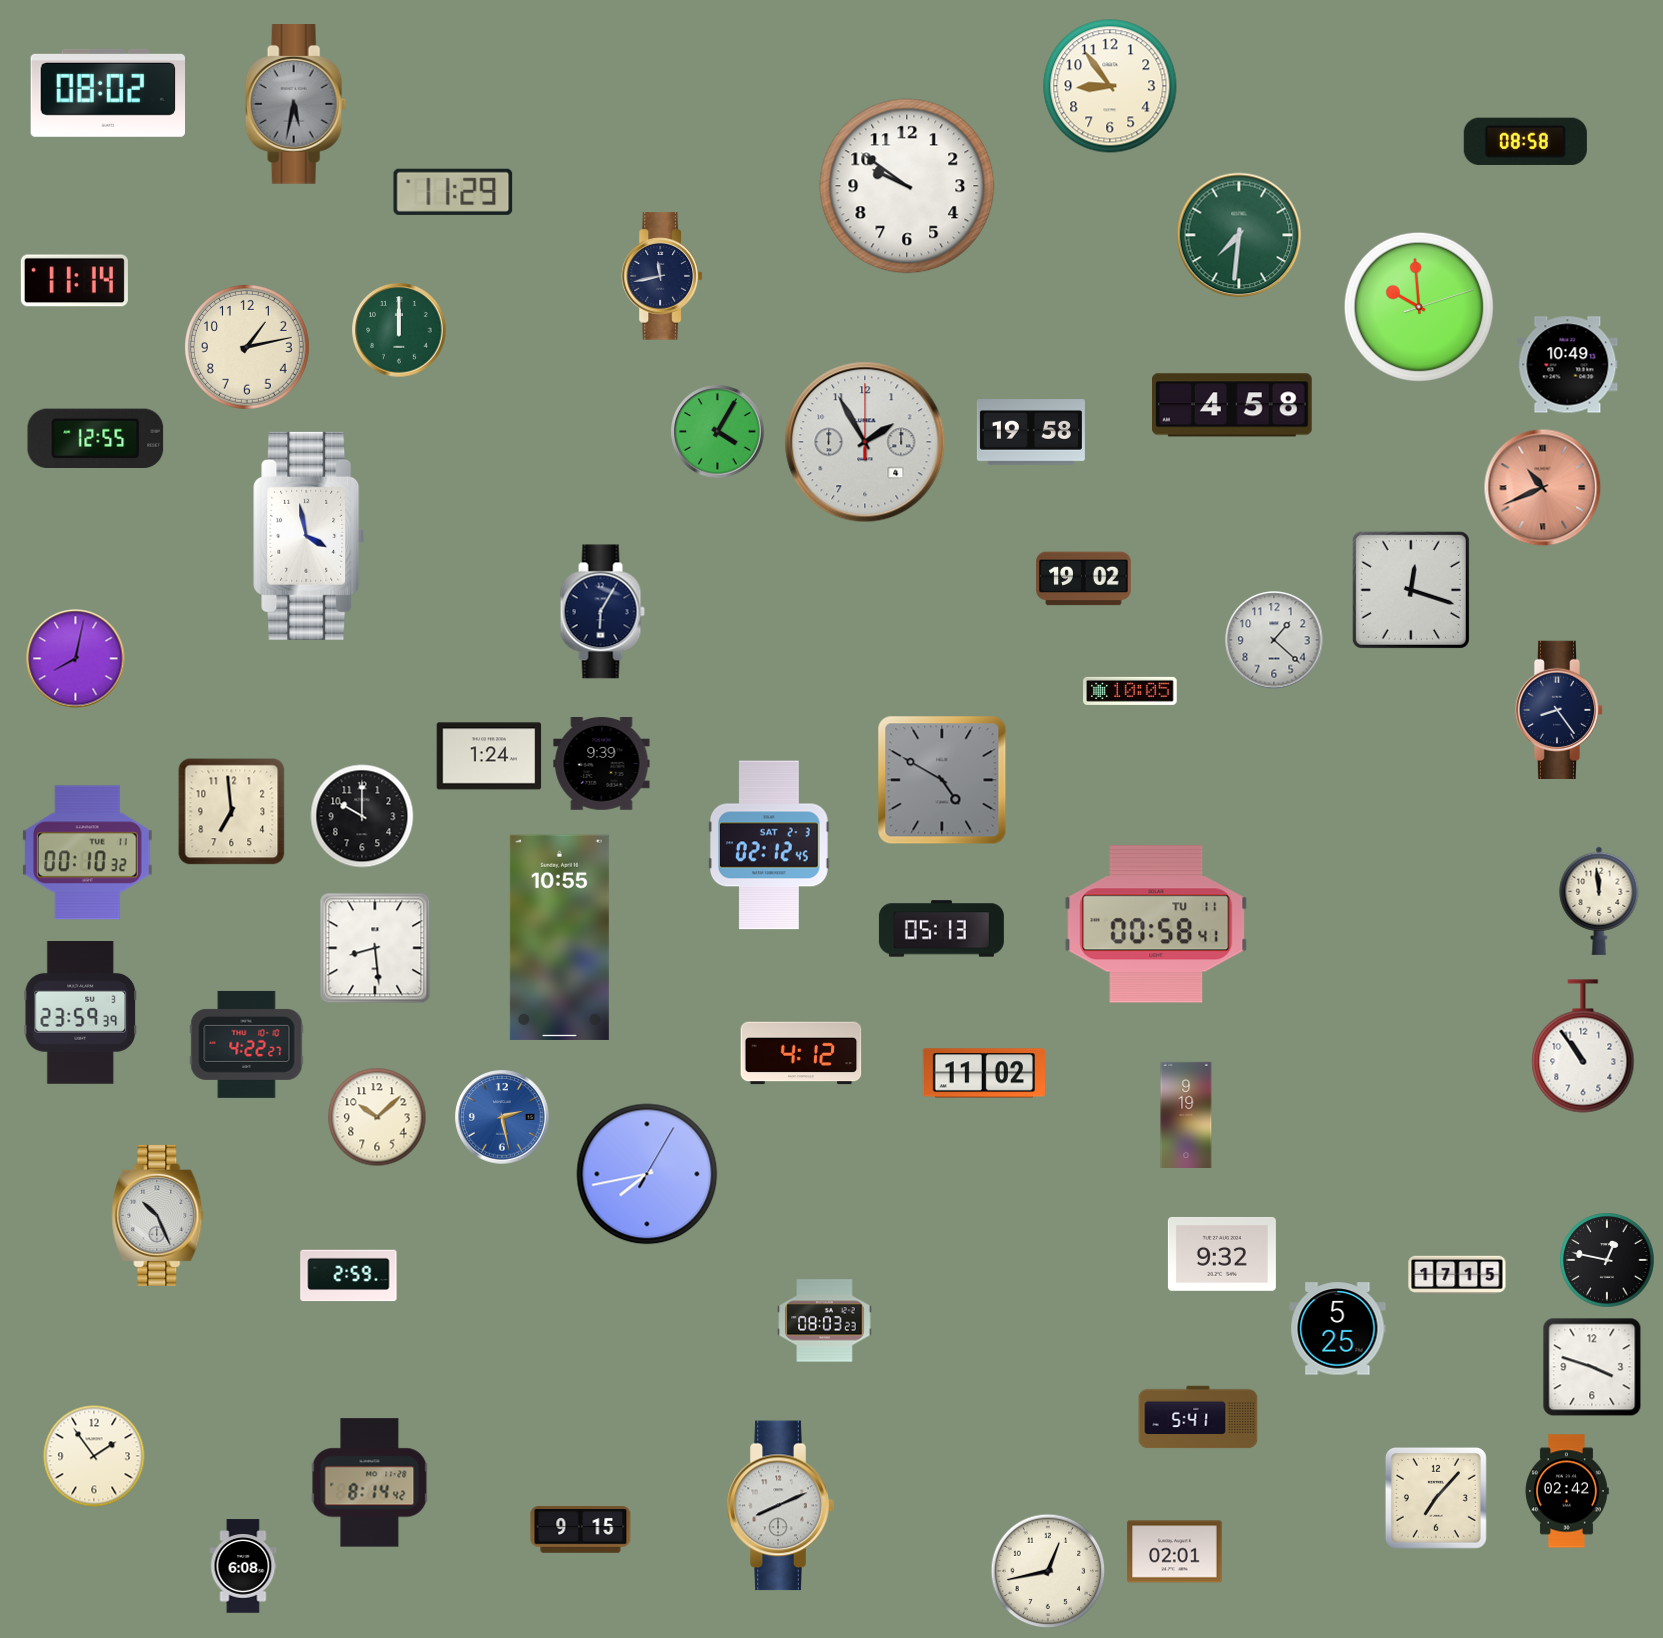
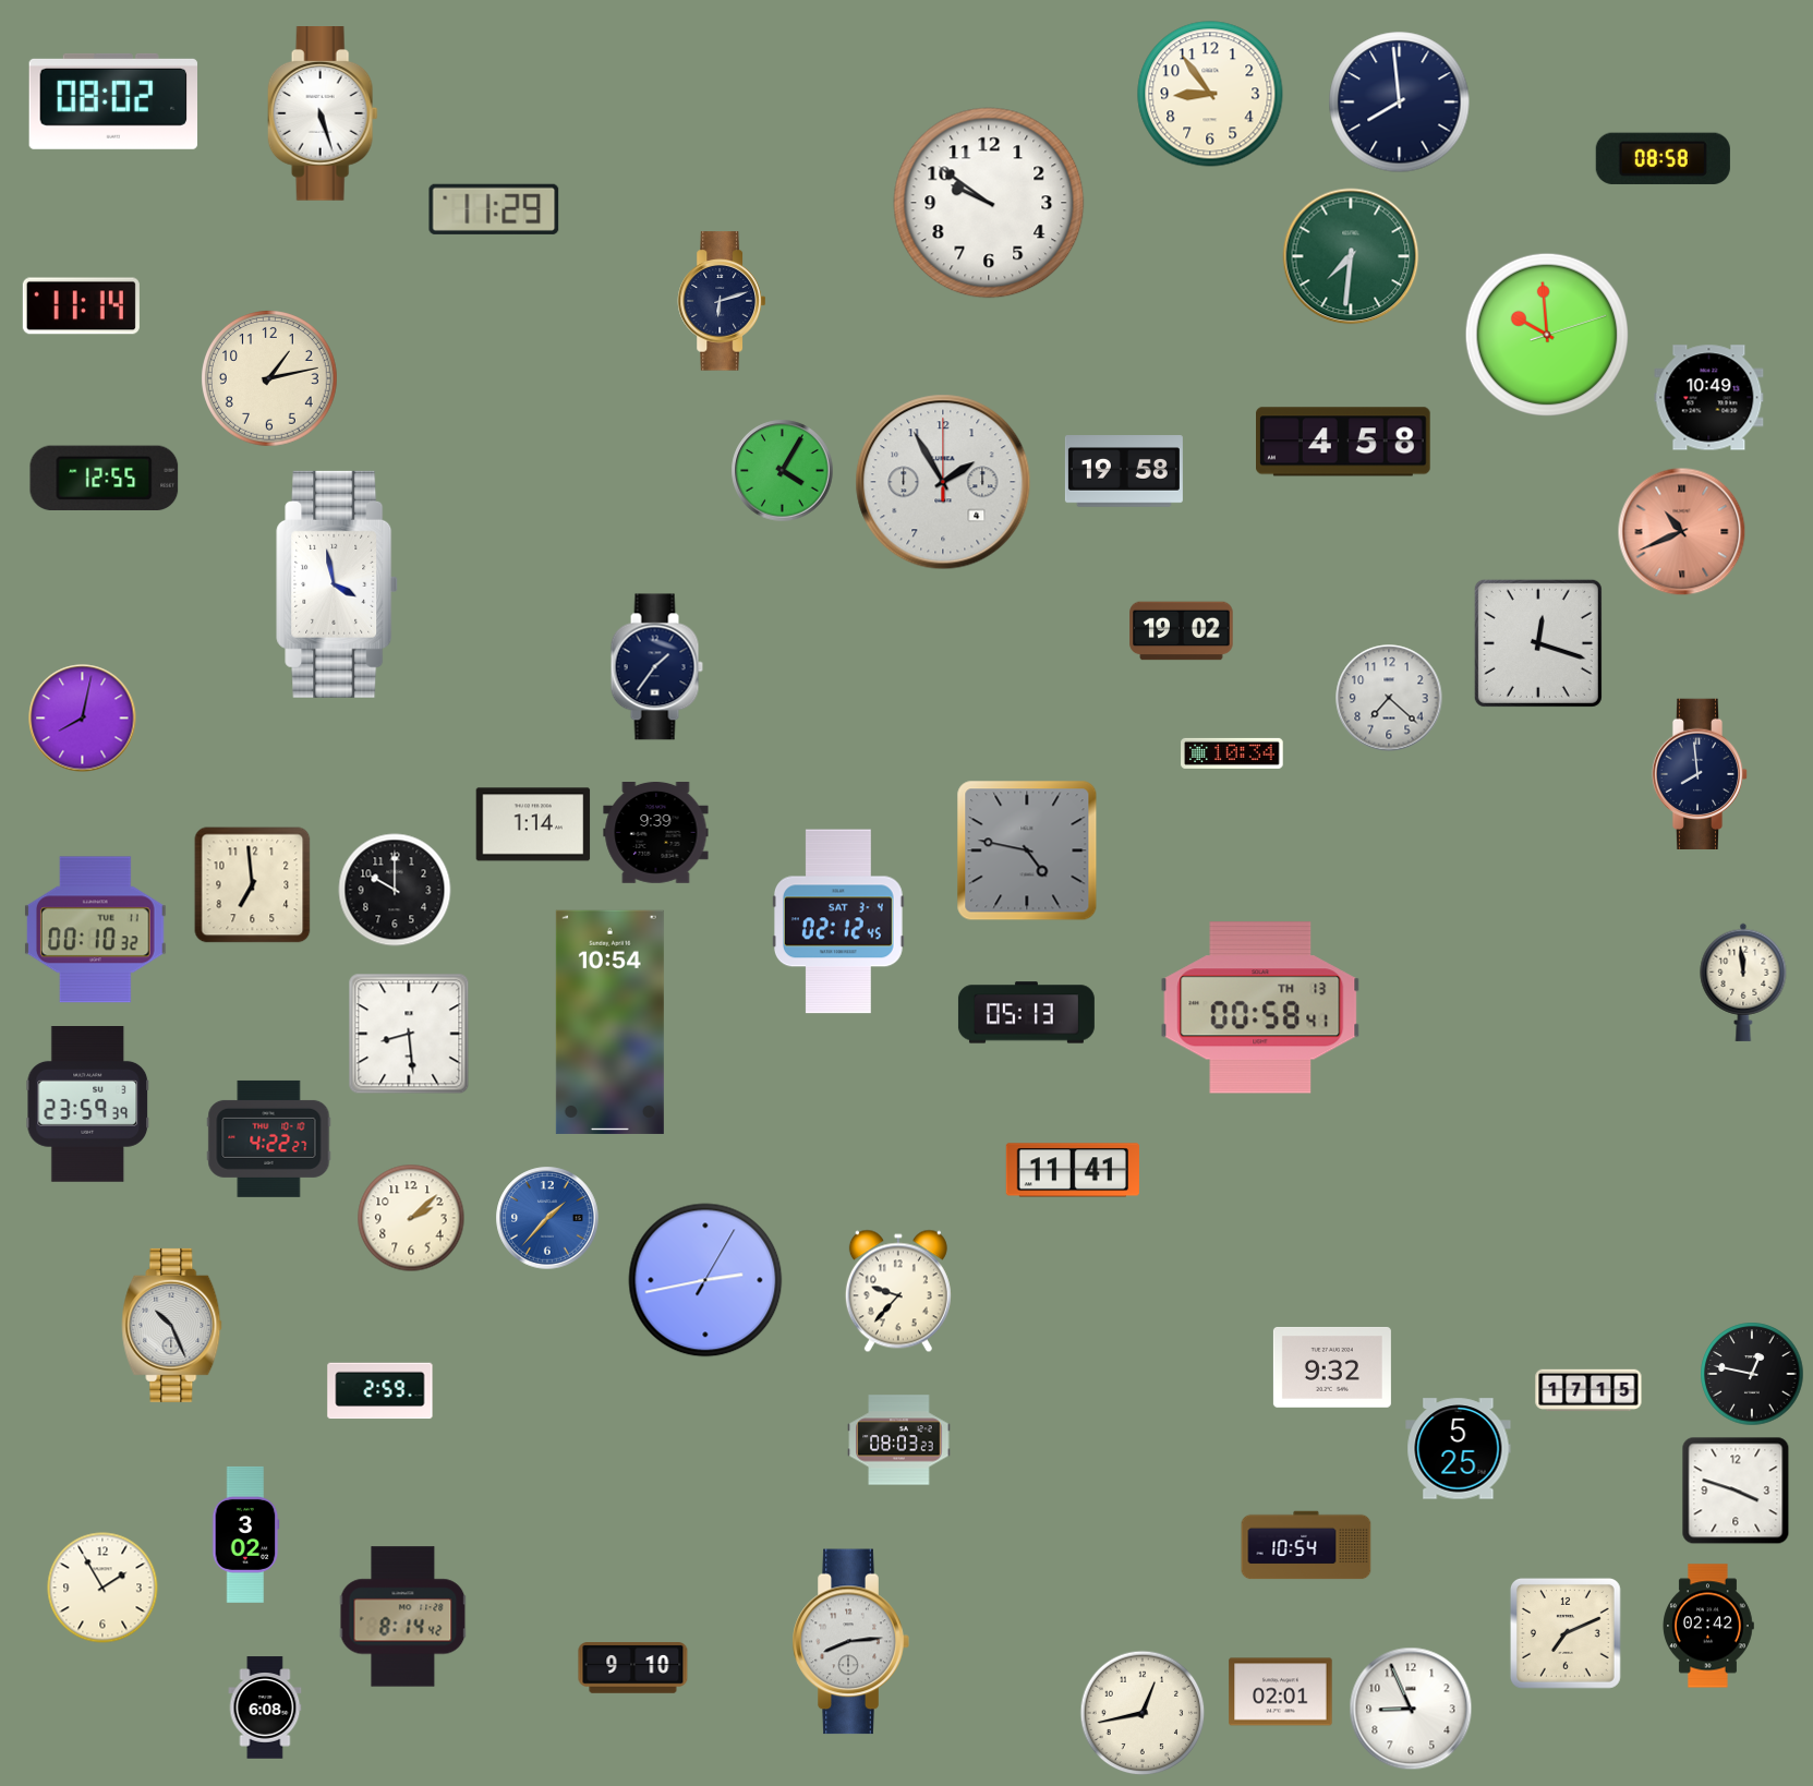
clock at (108, 93) position: (108, 93) -> (113, 101)
clock at (1400, 102): none -> 7:59
clock at (296, 105): 5:32 -> 5:27
clock at (296, 105) dial: grey -> white
clock at (1525, 141) position: (1525, 141) -> (1663, 158)
clock at (661, 276): 11:43 -> 6:12
clock at (399, 330): 12:00 -> none
clock at (602, 612): 6:05 -> 1:36
clock at (1274, 640): 1:22 -> 7:22
clock at (1130, 691): 10:05 -> 10:34
clock at (1559, 709): 8:24 -> 7:59
clock at (489, 756): 1:24 -> 1:14
clock at (942, 780): 4:50 -> 4:47
clock at (769, 845) date: SAT 2-3 -> SAT 3-4
clock at (1156, 924) date: TU 11 -> TH 13
clock at (559, 937): 10:55 -> 10:54
clock at (1583, 1046): 10:54 -> none
clock at (801, 1053): 4:12 -> none
clock at (983, 1073): 11:02 -> 11:41
clock at (1186, 1114): 9:19 -> none
clock at (377, 1117): 10:08 -> 2:08
clock at (502, 1117): 2:28 -> 1:37
clock at (647, 1174): 7:43 -> 2:43
clock at (898, 1291): none -> 9:37
clock at (245, 1534): none -> 3:02
clock at (1198, 1417): 5:41 -> 10:54
clock at (94, 1456): 1:54 -> 1:55
clock at (1436, 1498): 7:07 -> 7:11
clock at (780, 1506): 8:11 -> 8:14
clock at (581, 1530): 9:15 -> 9:10
clock at (1411, 1709): none -> 8:56
